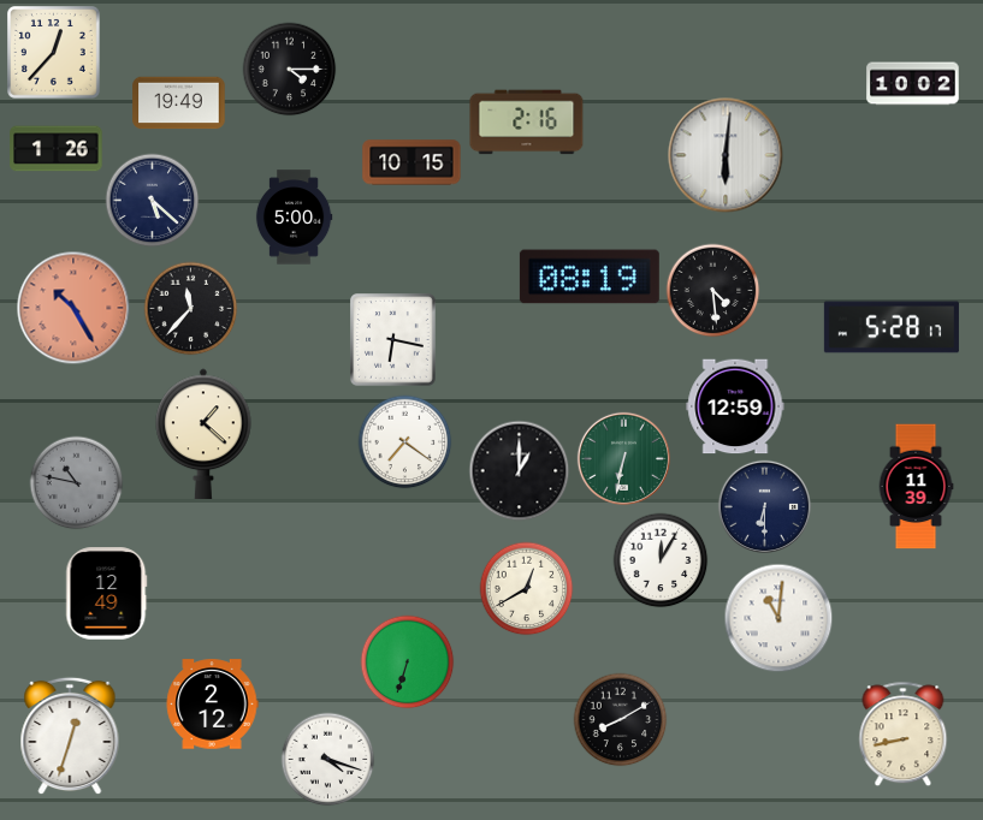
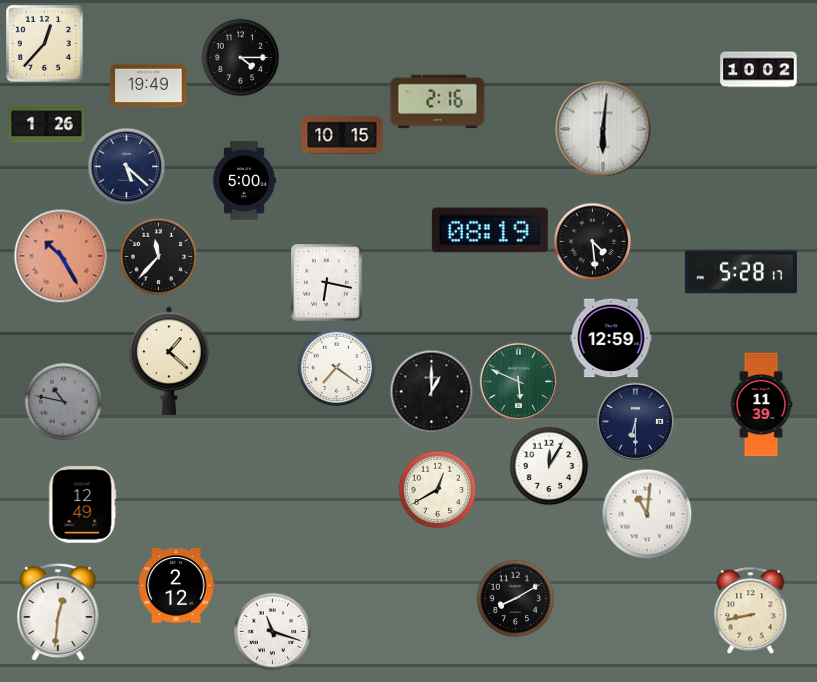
clock at (623, 458): 6:32 -> 5:49
clock at (107, 594) position: (107, 594) -> (83, 505)
clock at (407, 661): 6:33 -> none
clock at (70, 736): 12:33 -> 12:31
clock at (327, 759): 4:18 -> 11:18
